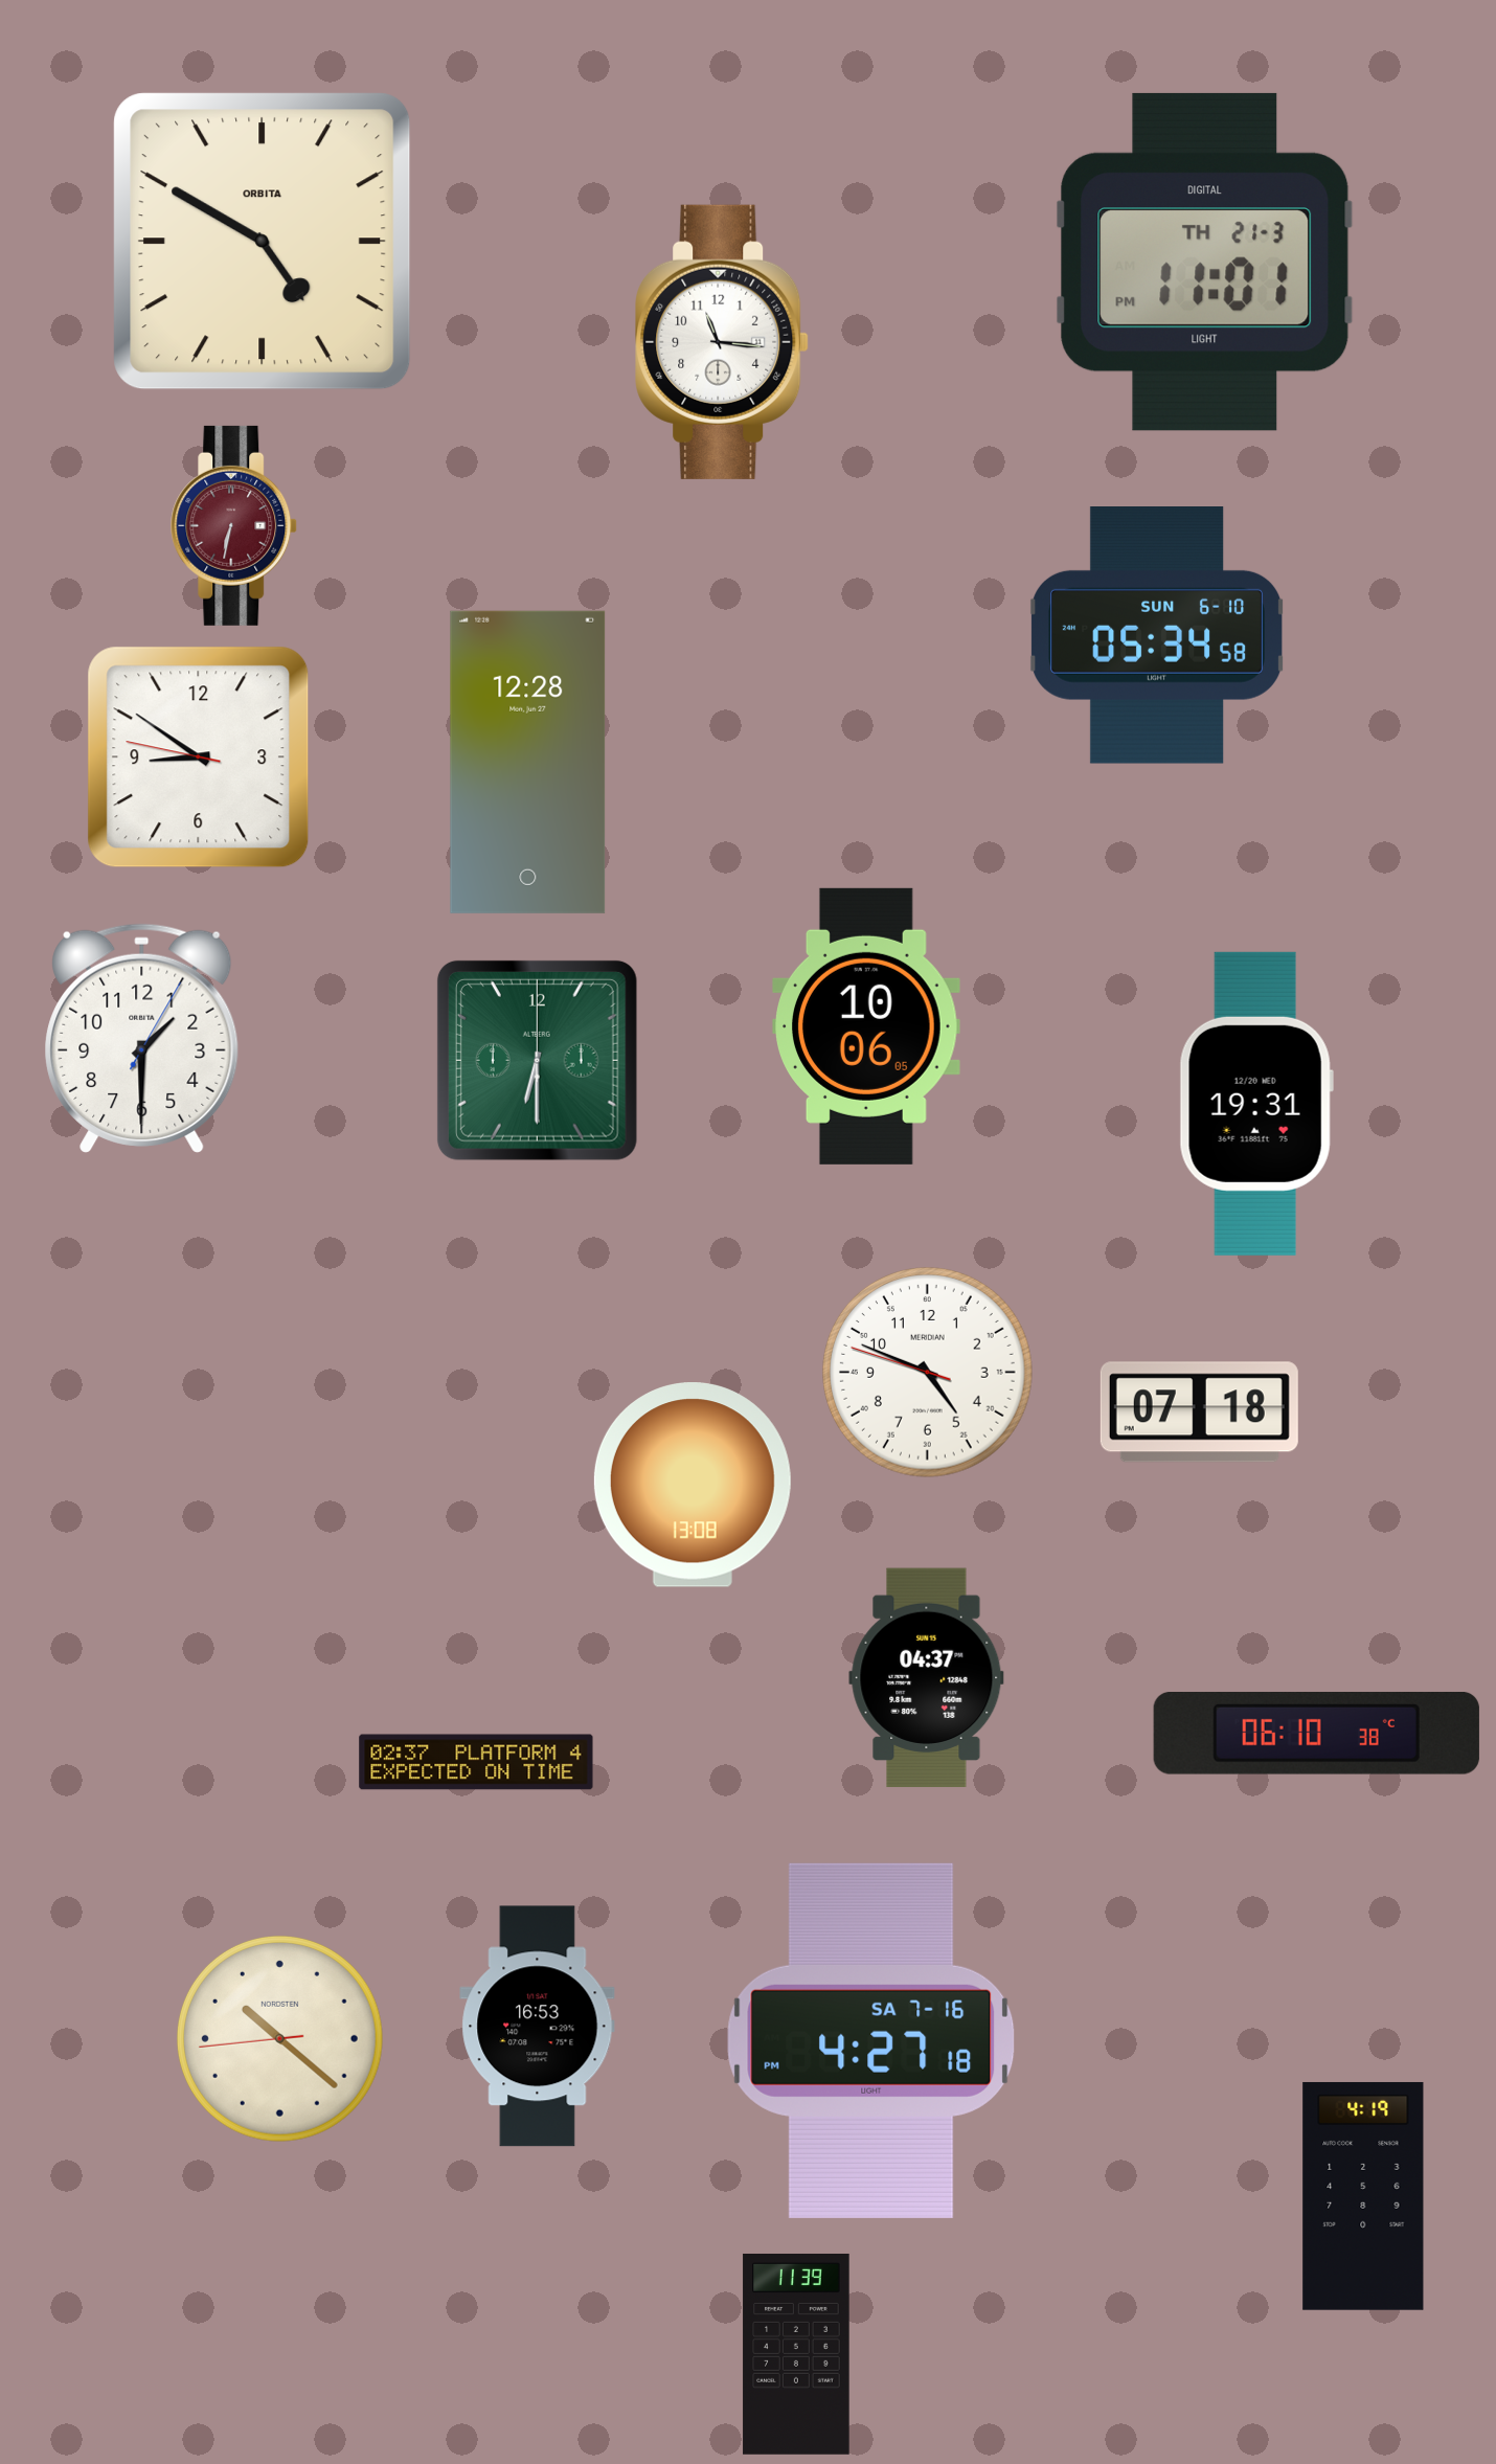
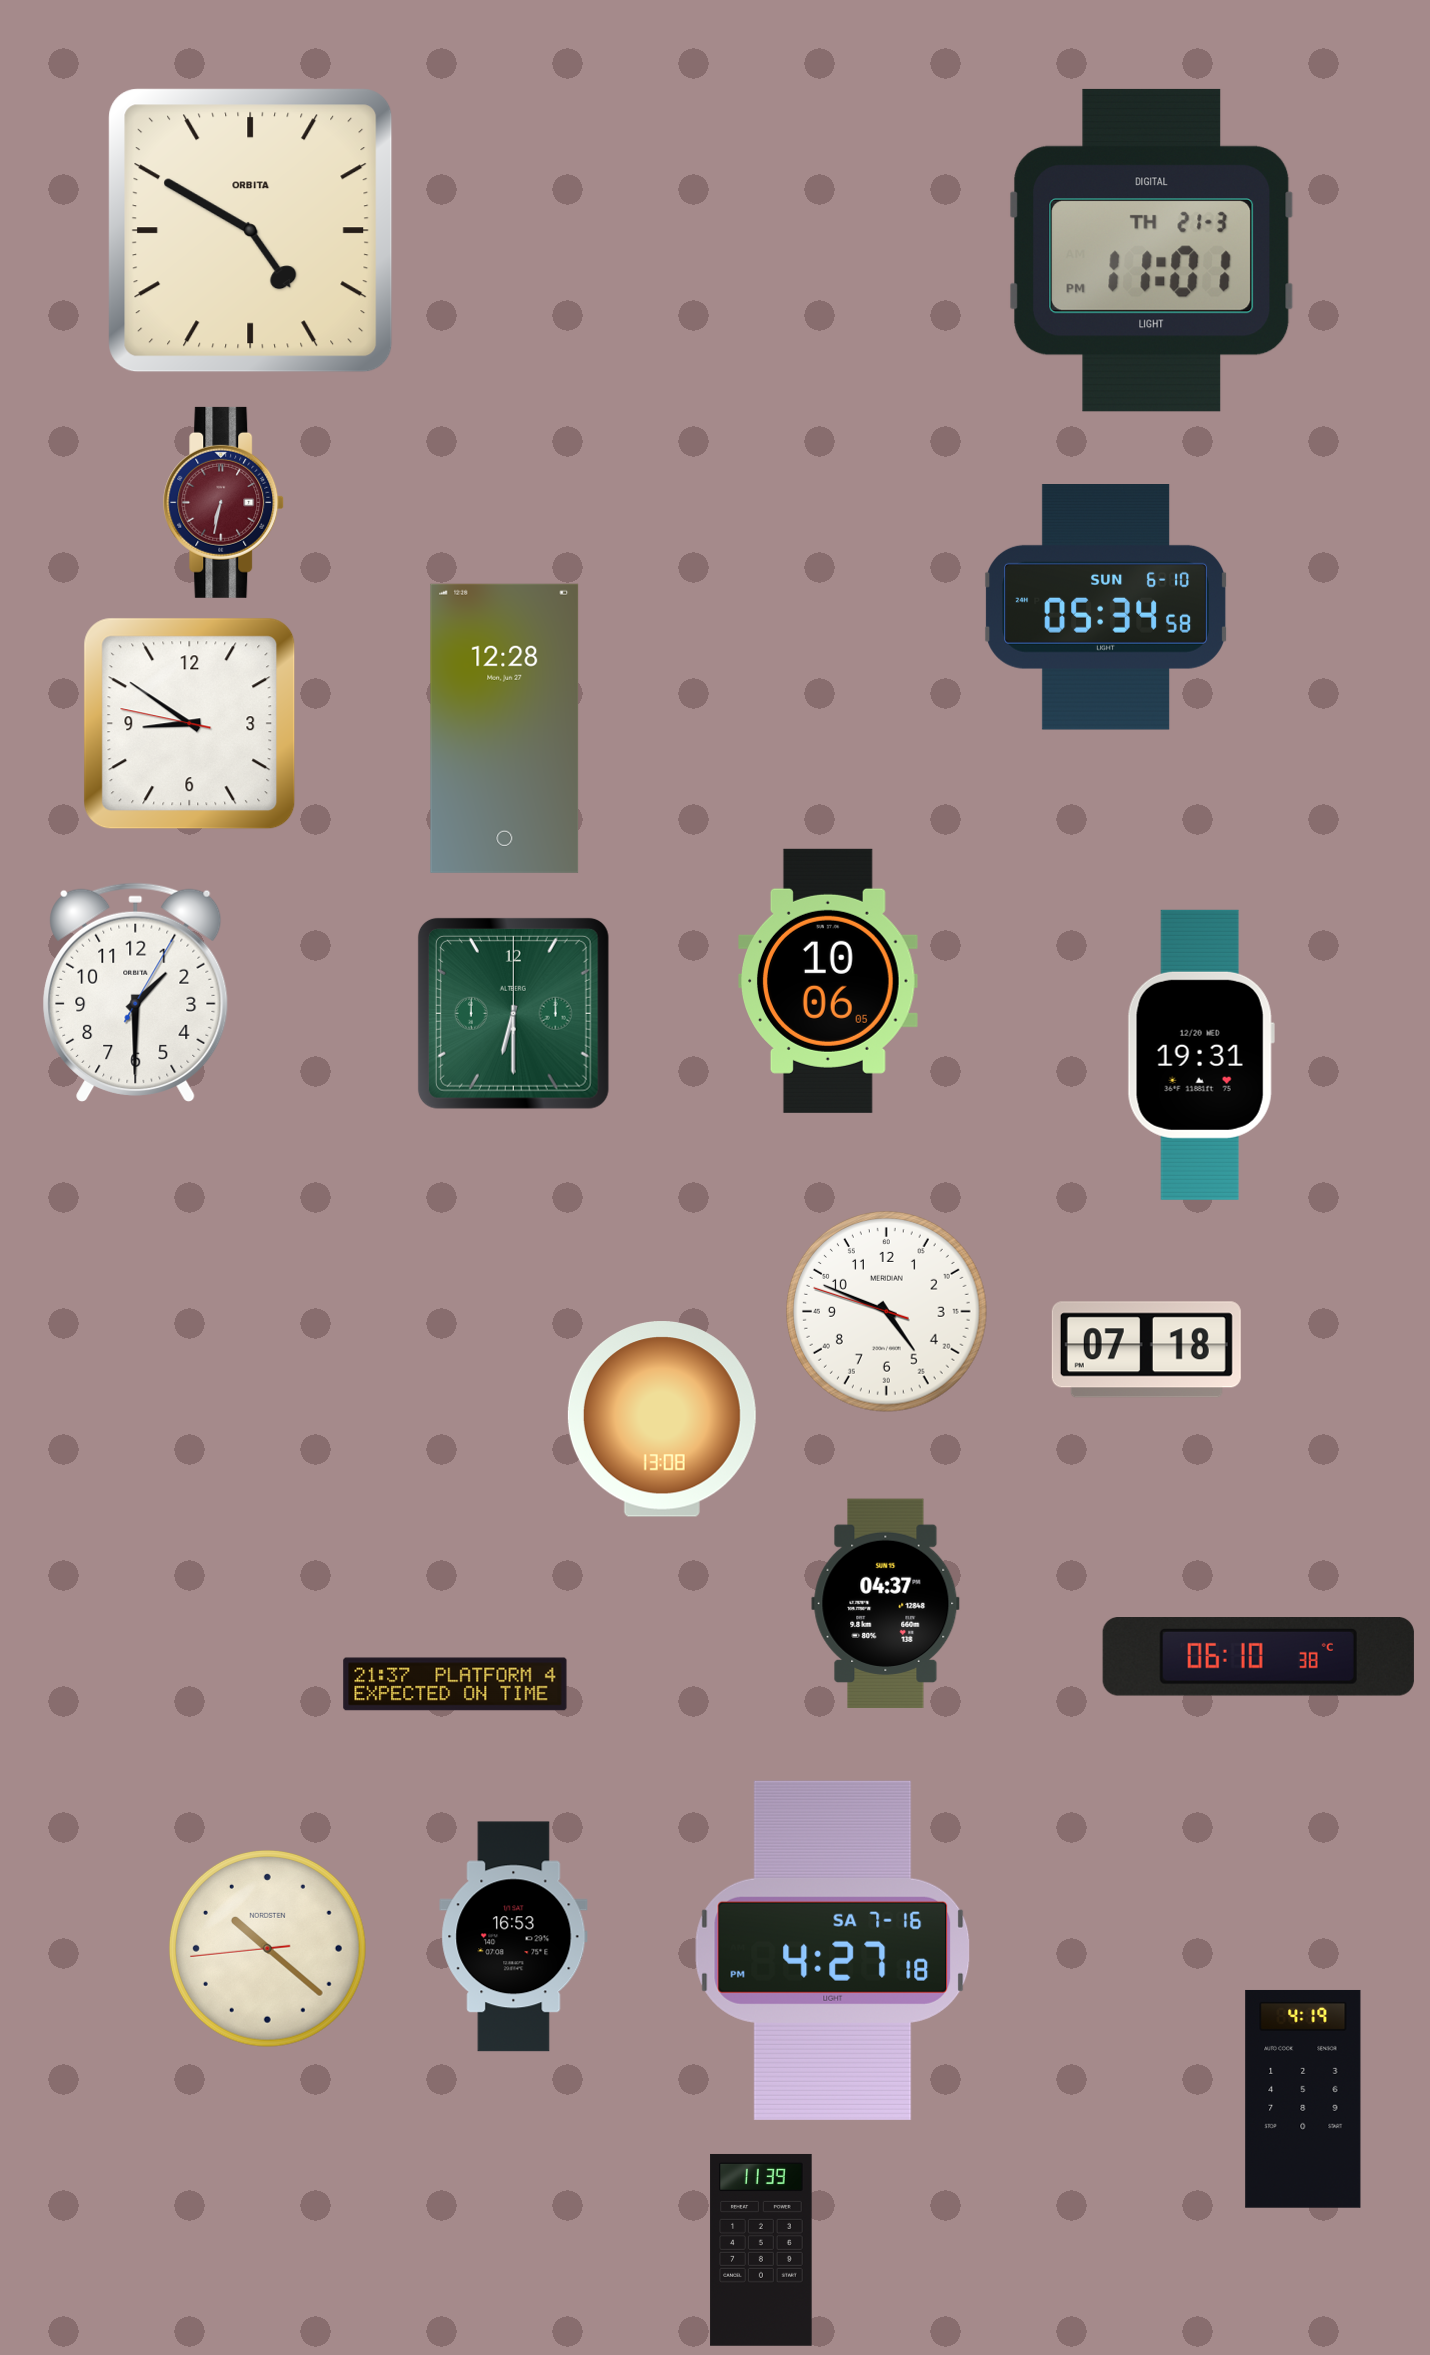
clock at (722, 342): 11:16 -> none
clock at (476, 1762): 02:37 -> 21:37
